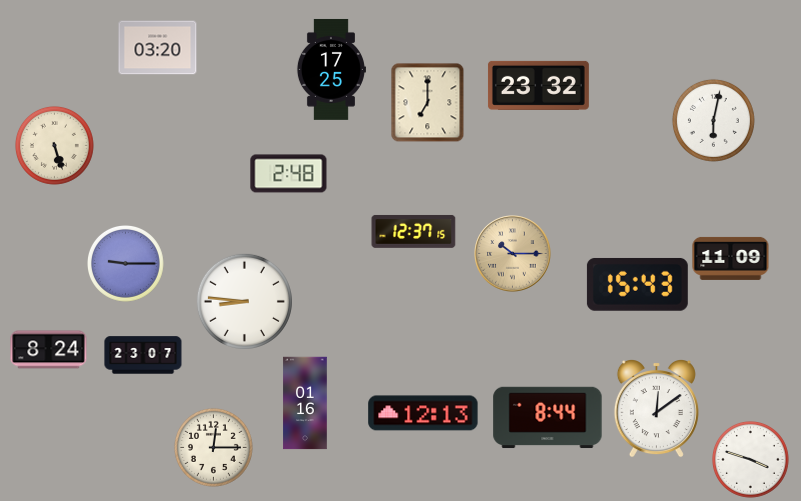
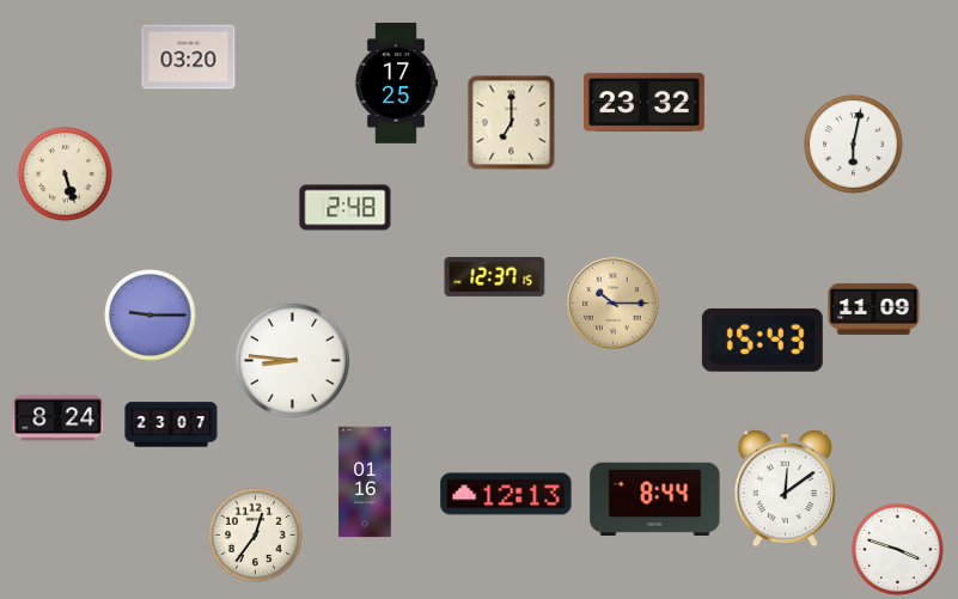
clock at (213, 447): 12:15 -> 12:36
